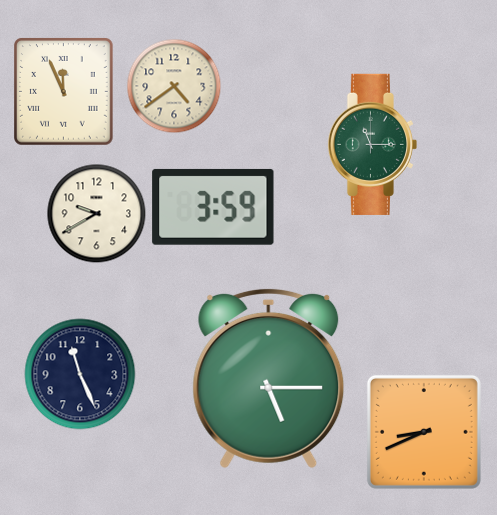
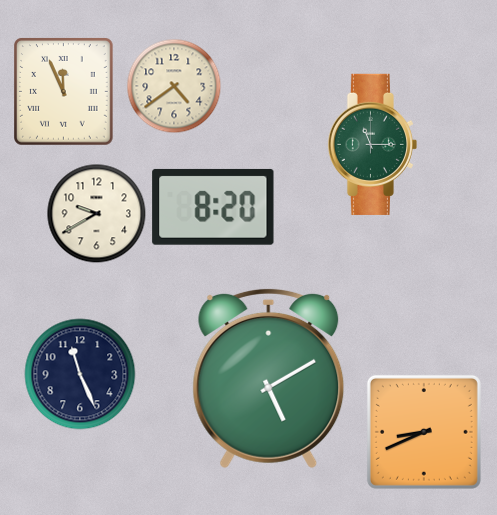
clock at (213, 207): 3:59 -> 8:20
clock at (269, 378): 5:15 -> 5:10
